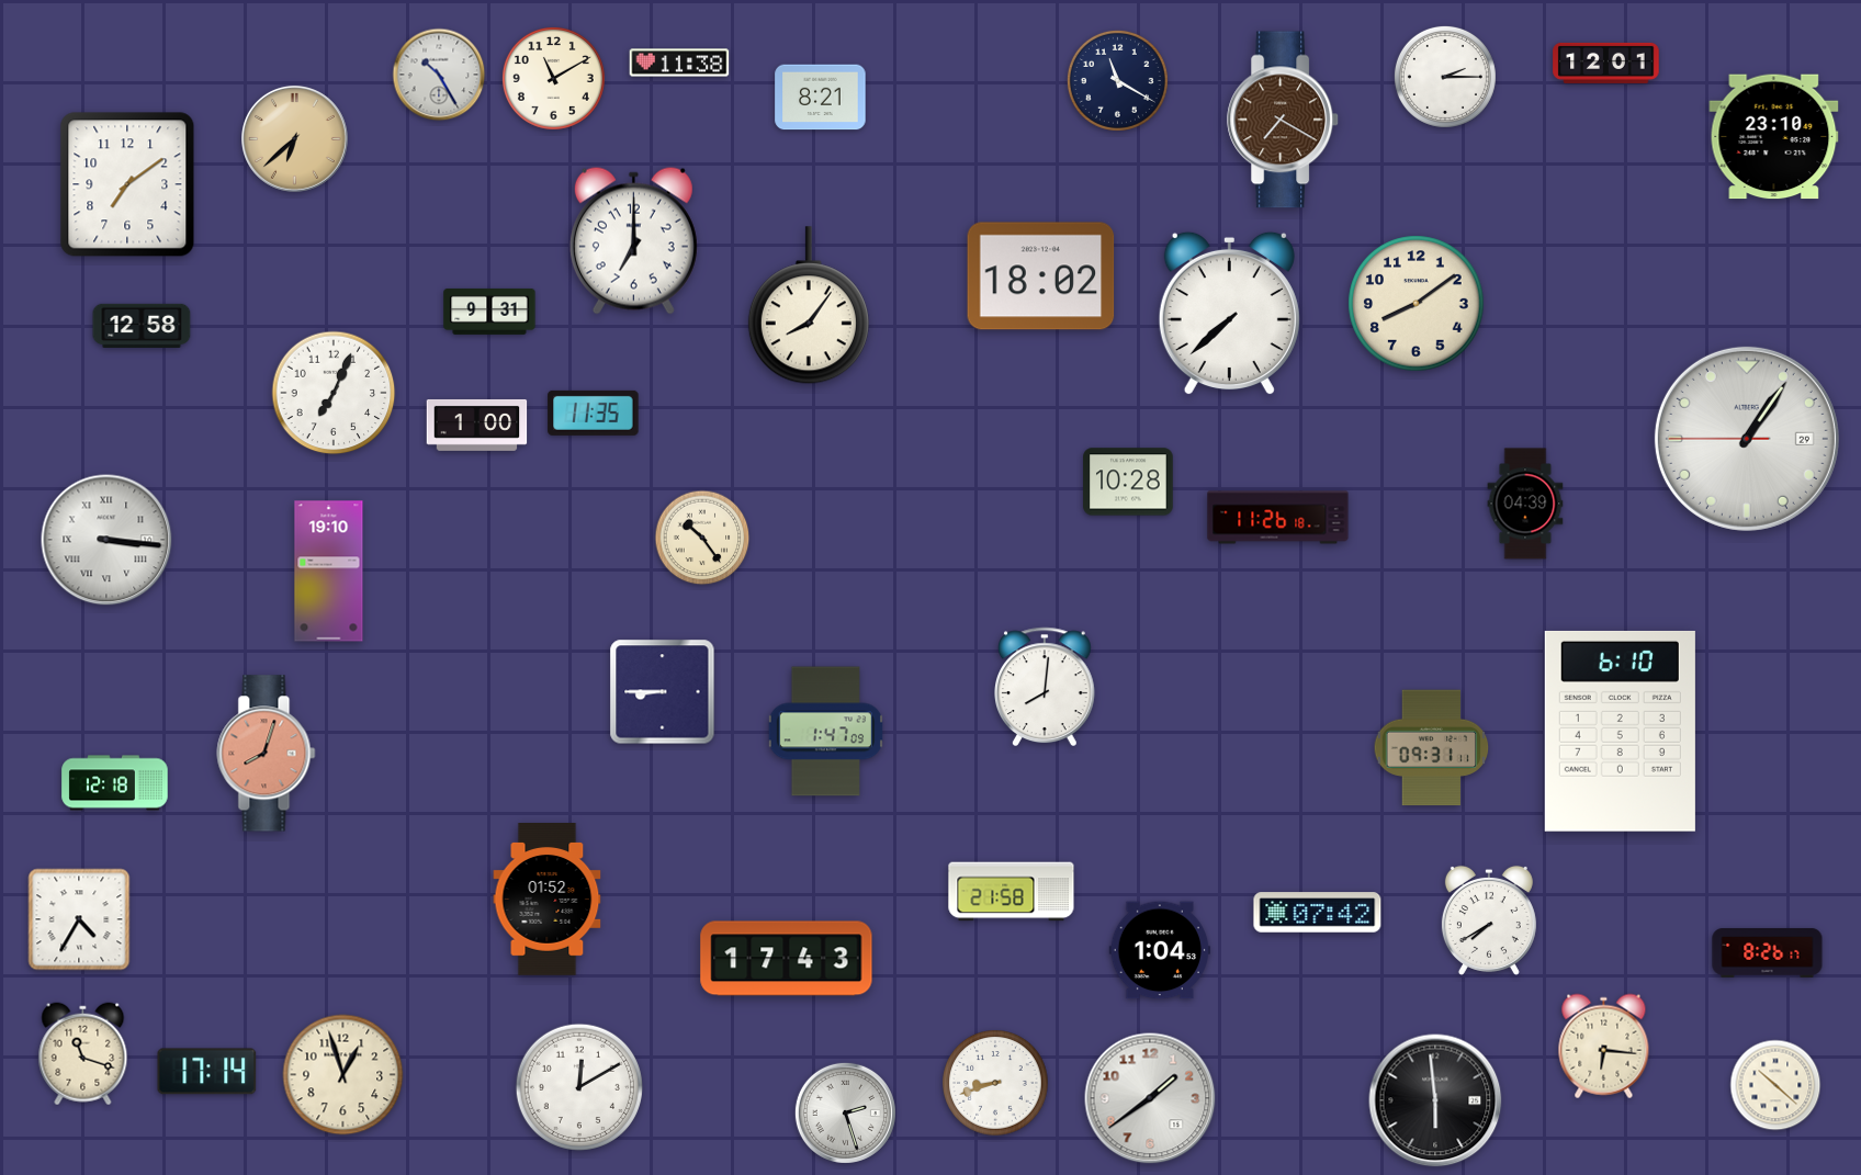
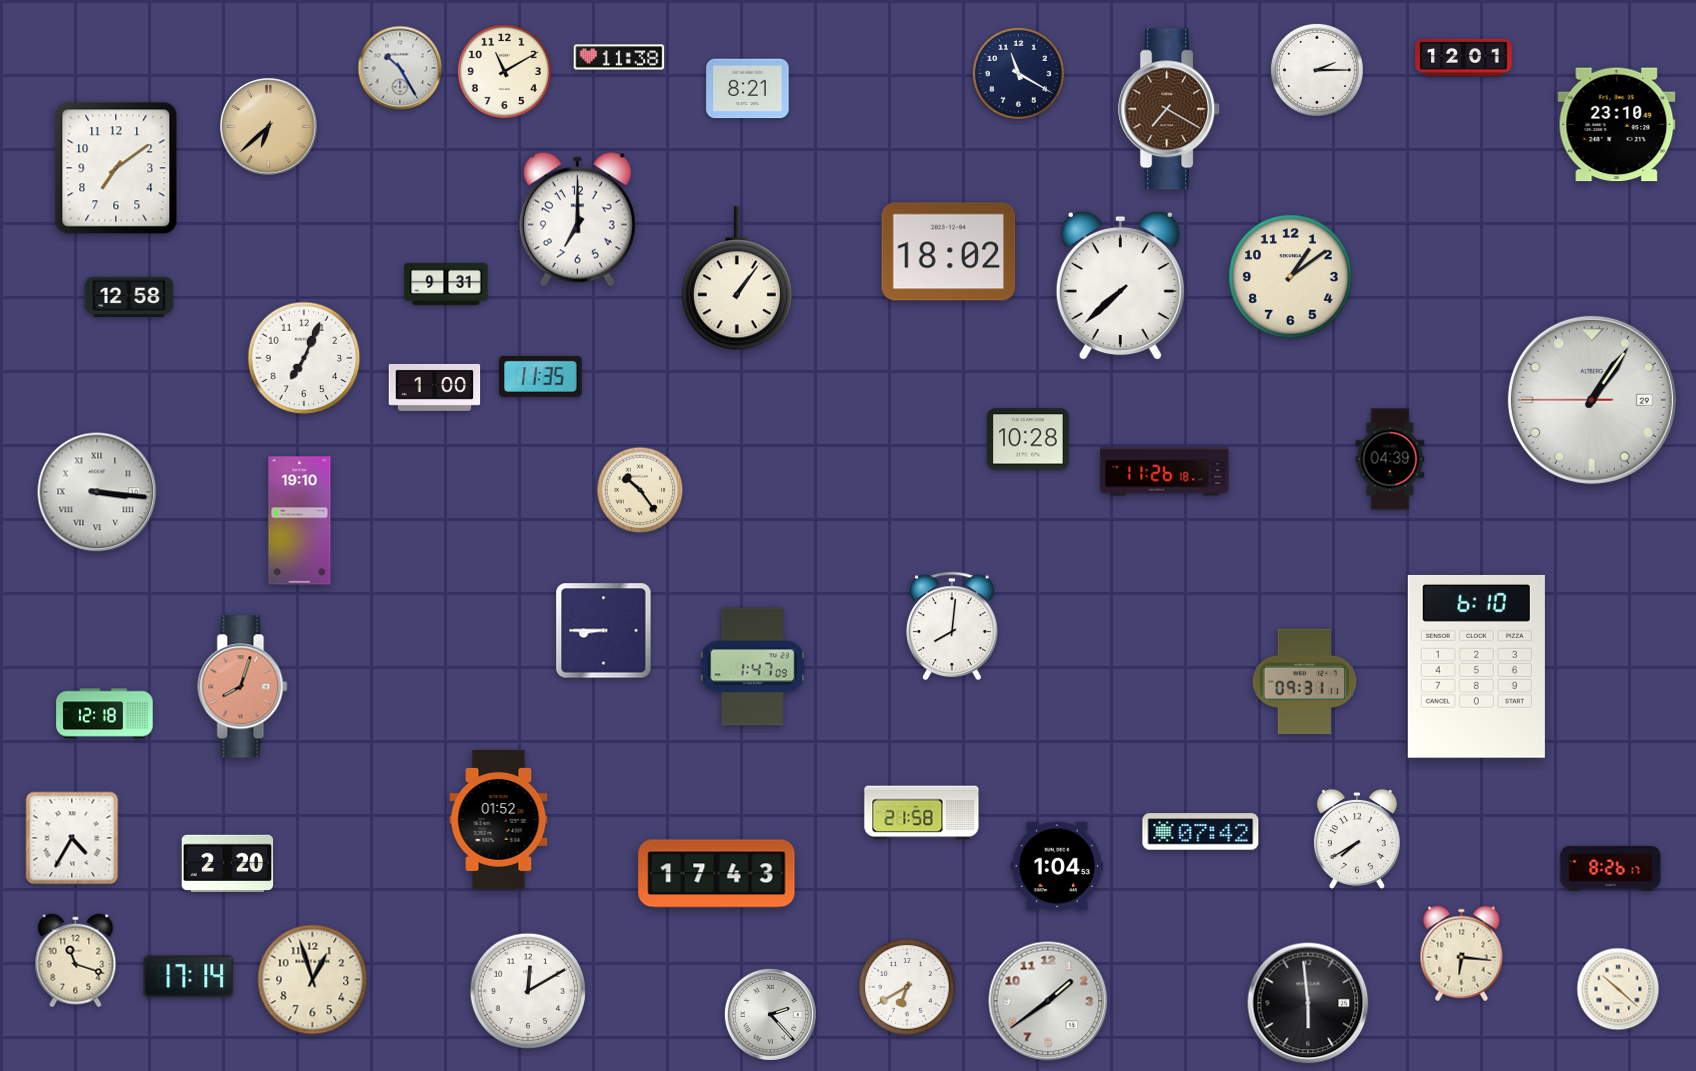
clock at (1417, 304): 8:09 -> 1:09
clock at (809, 306): 8:06 -> 1:06
clock at (228, 863): none -> 2:20
clock at (995, 1083): 8:42 -> 6:40
clock at (845, 1112): 2:27 -> 2:23
